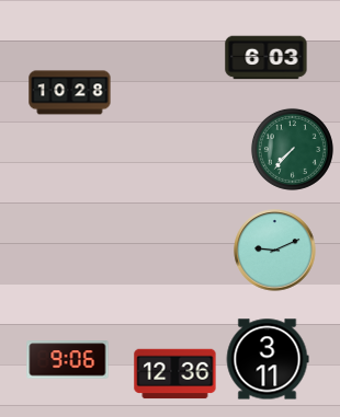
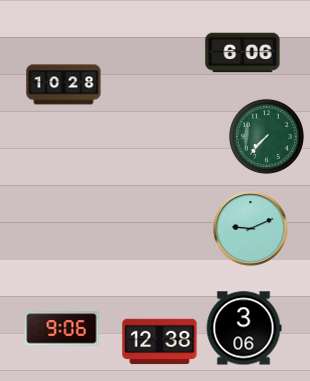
clock at (267, 58): 6:03 -> 6:06
clock at (268, 359): 3:11 -> 3:06
clock at (175, 374): 12:36 -> 12:38
